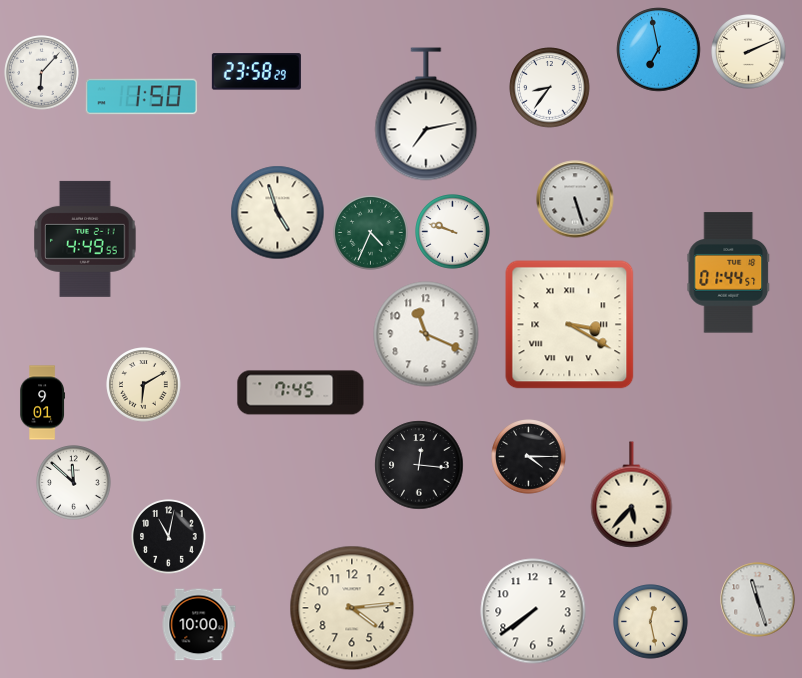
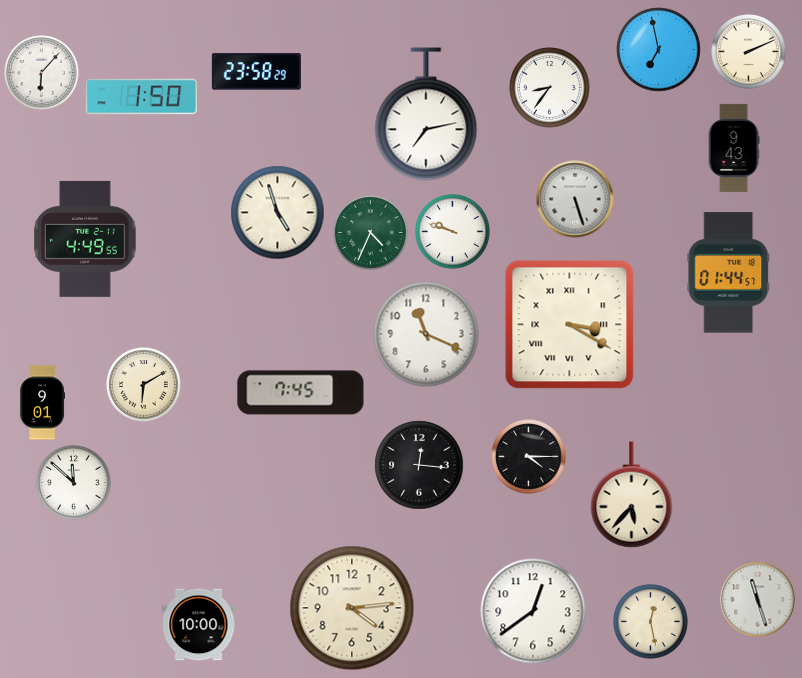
clock at (734, 148): none -> 9:43
clock at (169, 537): 11:02 -> none
clock at (533, 611): 7:39 -> 12:39
